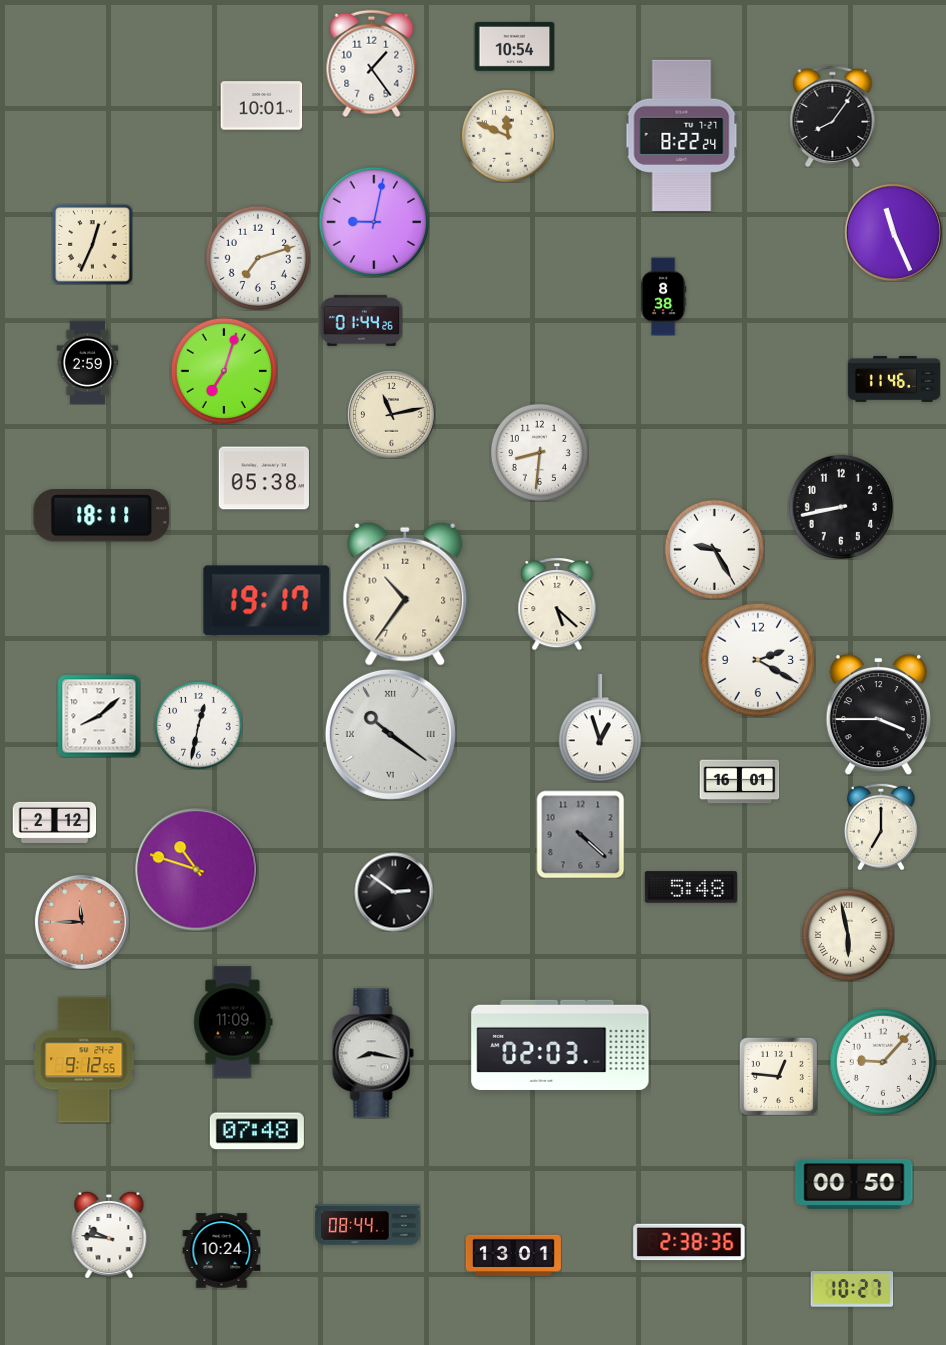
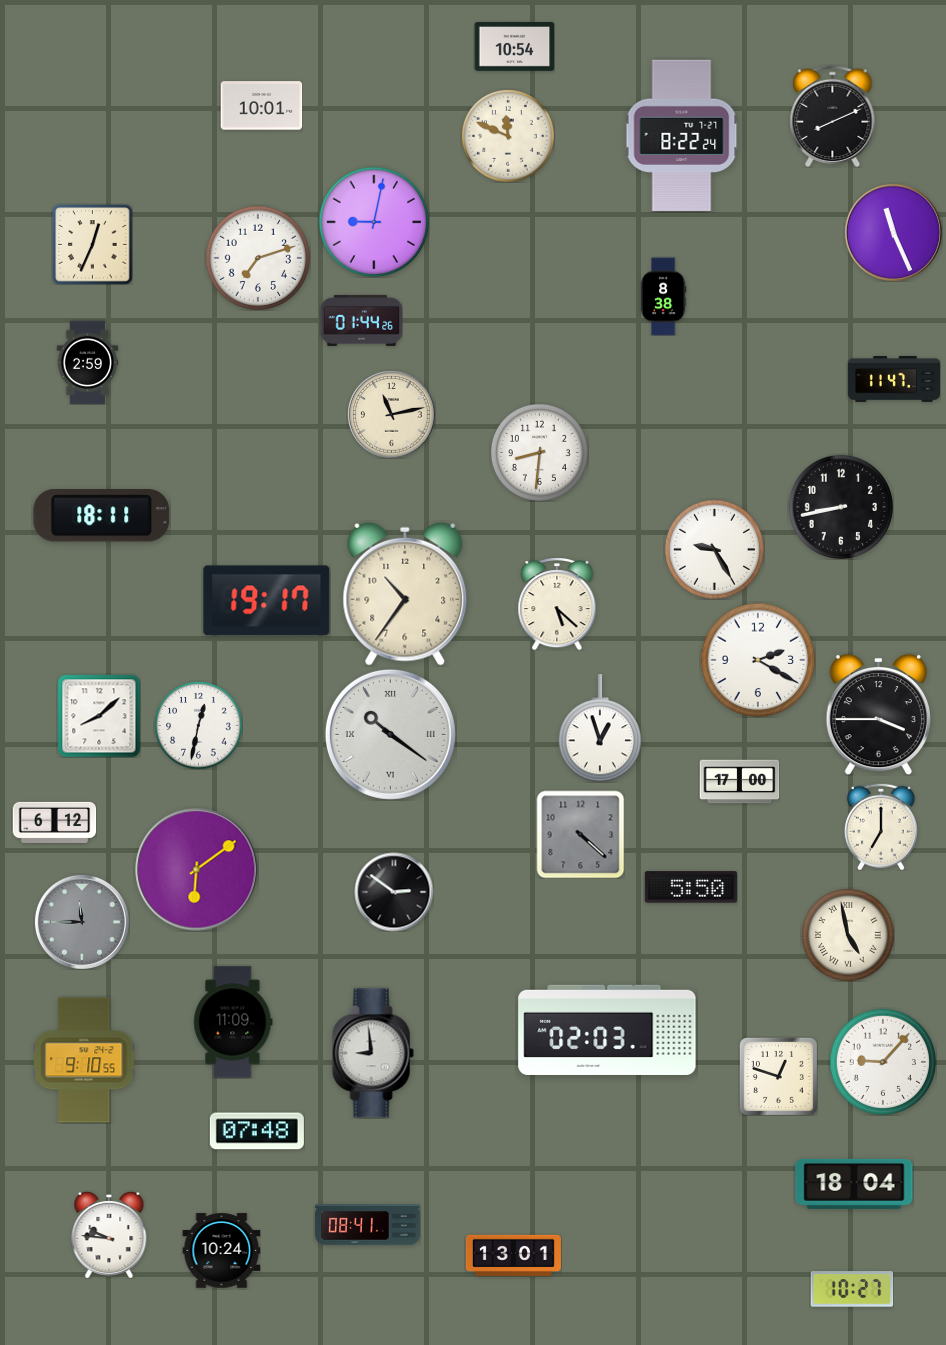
clock at (372, 63): 1:24 -> none
clock at (833, 116): 8:06 -> 8:11
clock at (223, 370): 7:03 -> none
clock at (894, 379): 11:46 -> 11:47
clock at (264, 478): 05:38 -> none
clock at (739, 782): 16:01 -> 17:00
clock at (54, 822): 2:12 -> 6:12
clock at (197, 870): 10:48 -> 6:09
clock at (691, 887): 5:48 -> 5:50
clock at (82, 922) dial: salmon -> grey
clock at (848, 935): 5:58 -> 4:58
clock at (560, 1045) position: (560, 1045) -> (607, 1030)
clock at (373, 1053): 8:17 -> 8:59
clock at (84, 1060): 9:12 -> 9:10
clock at (778, 1076): 12:46 -> 12:48
clock at (854, 1184): 00:50 -> 18:04
clock at (368, 1225): 08:44 -> 08:41
clock at (689, 1242): 2:38 -> none
